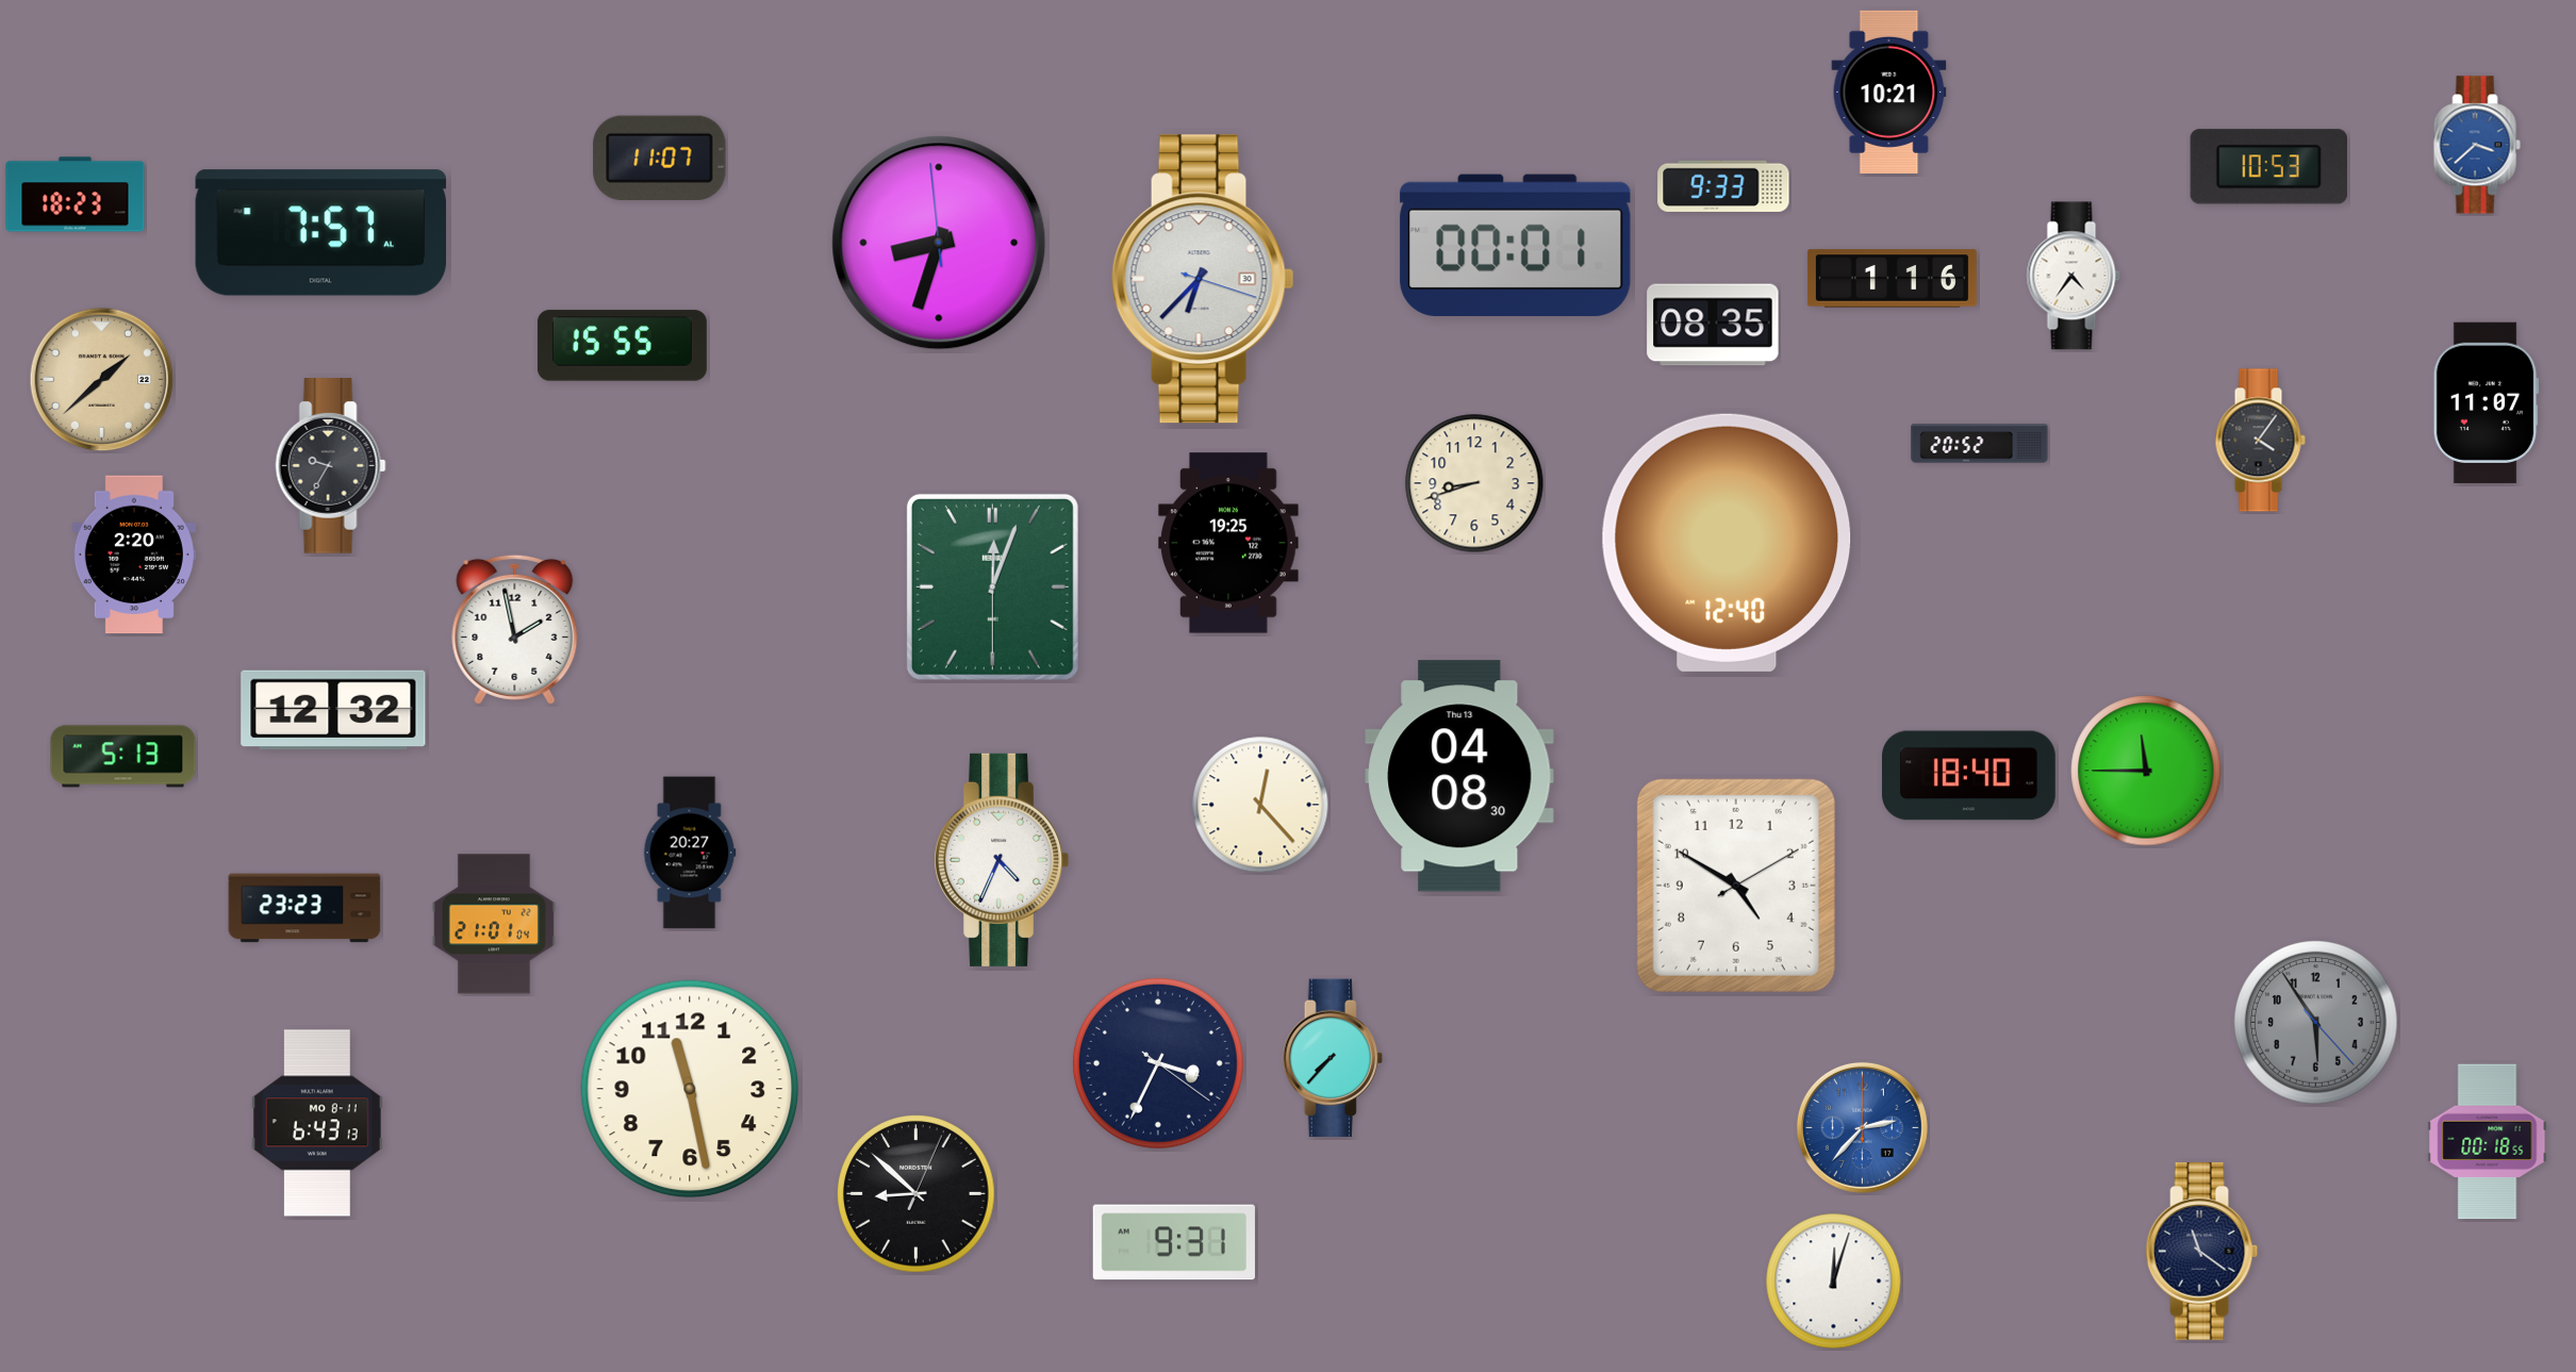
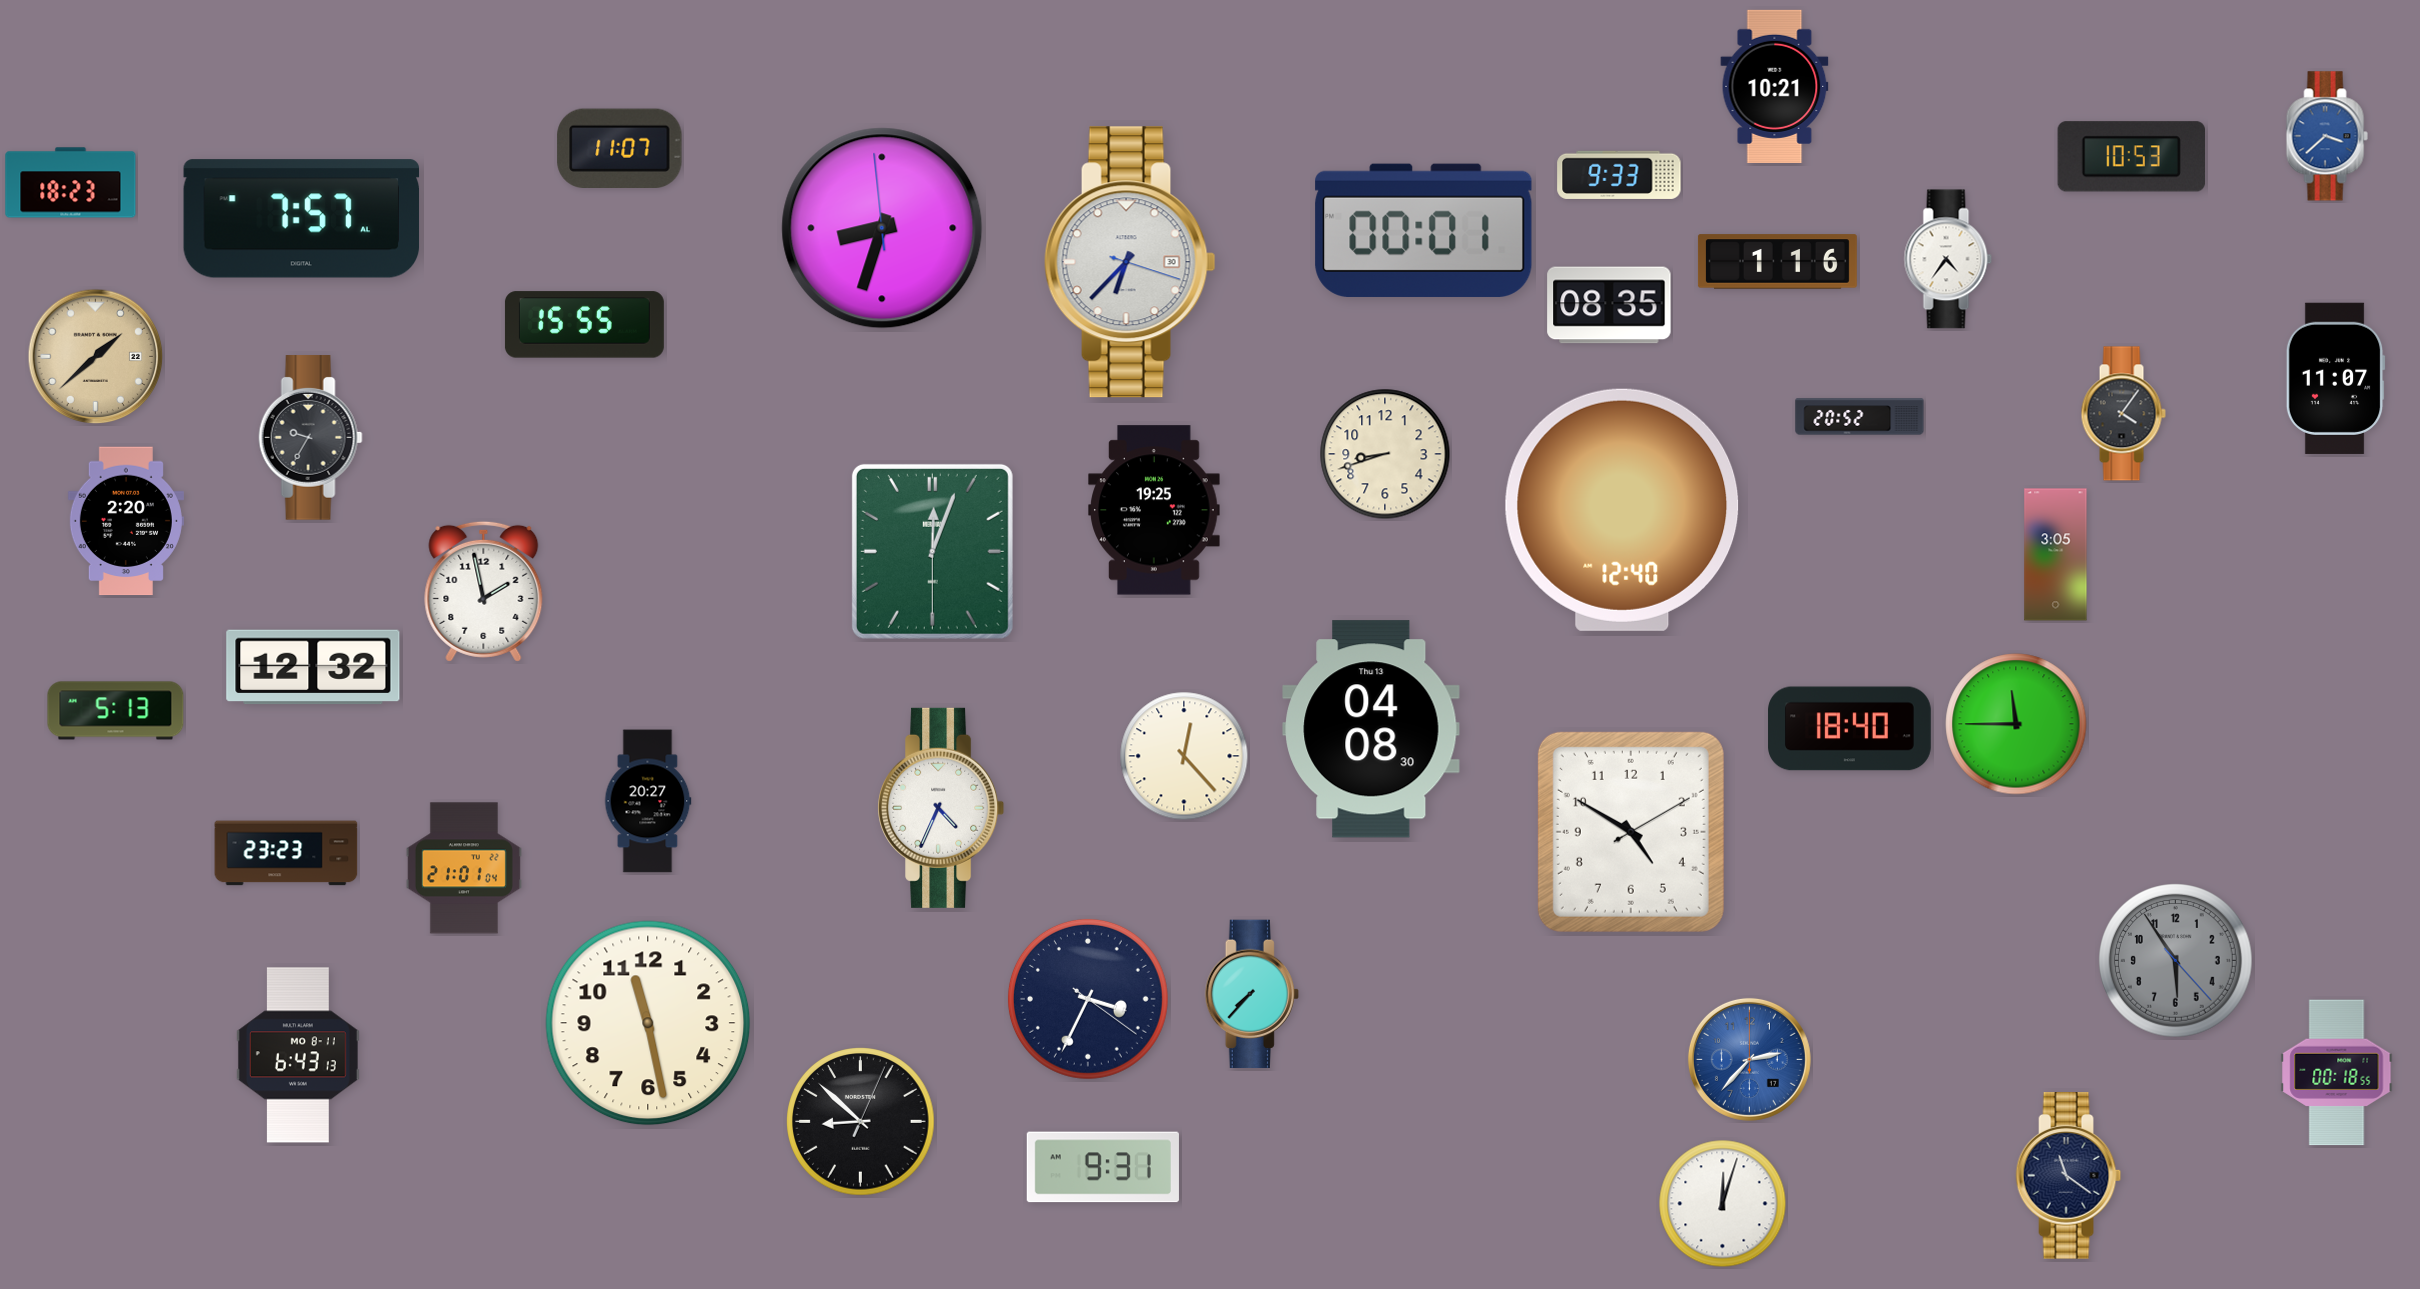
clock at (2056, 555): none -> 3:05
